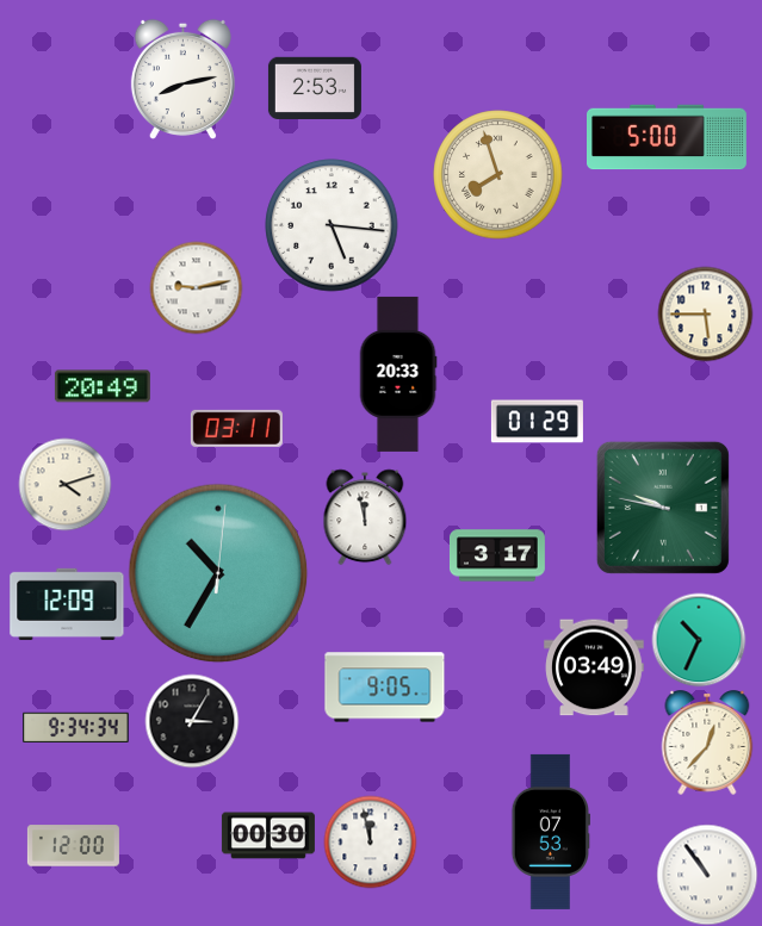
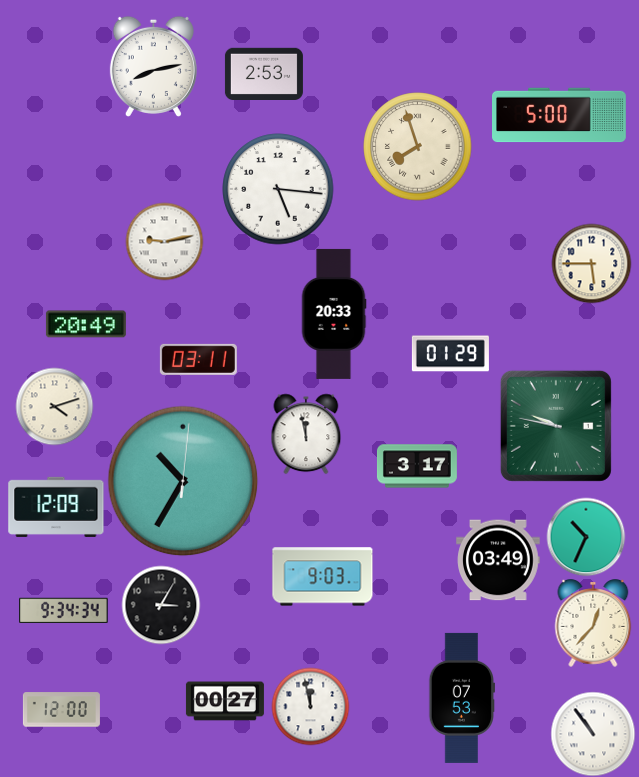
clock at (385, 688): 9:05 -> 9:03
clock at (268, 835): 00:30 -> 00:27
